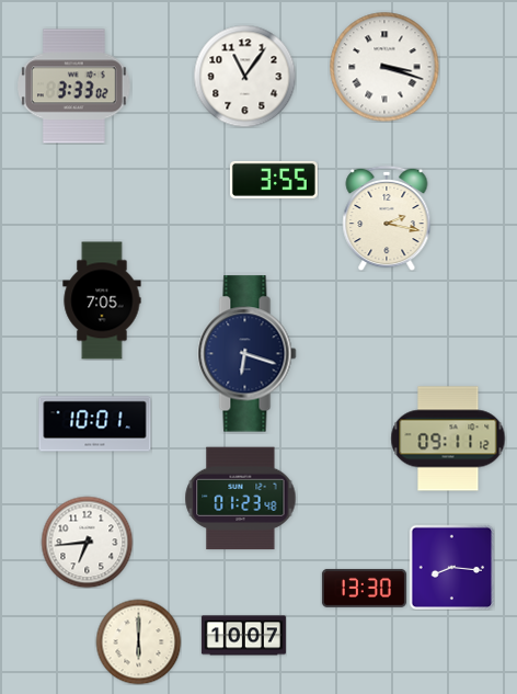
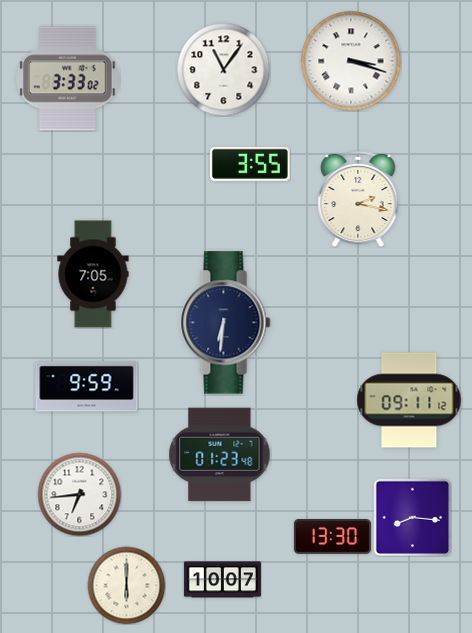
clock at (387, 218) position: (387, 218) -> (358, 199)
clock at (248, 354): 6:18 -> 6:31
clock at (95, 424): 10:01 -> 9:59
